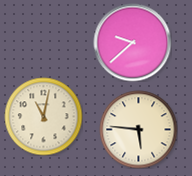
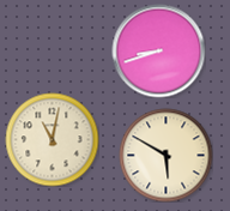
clock at (132, 42): 9:38 -> 8:42
clock at (138, 129): 5:46 -> 5:50
